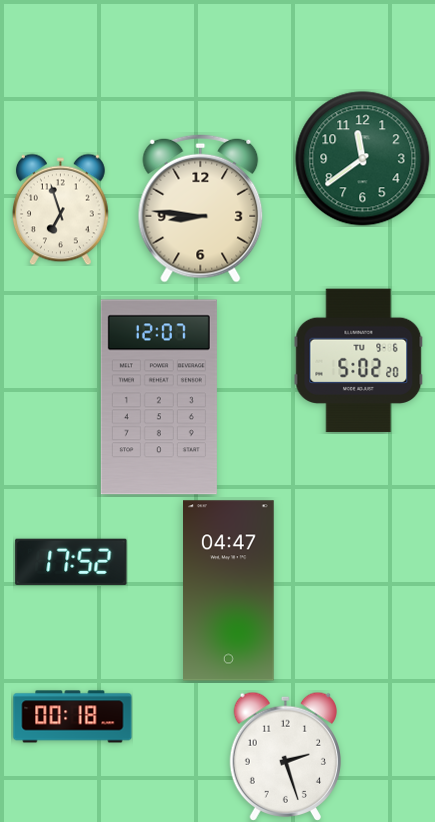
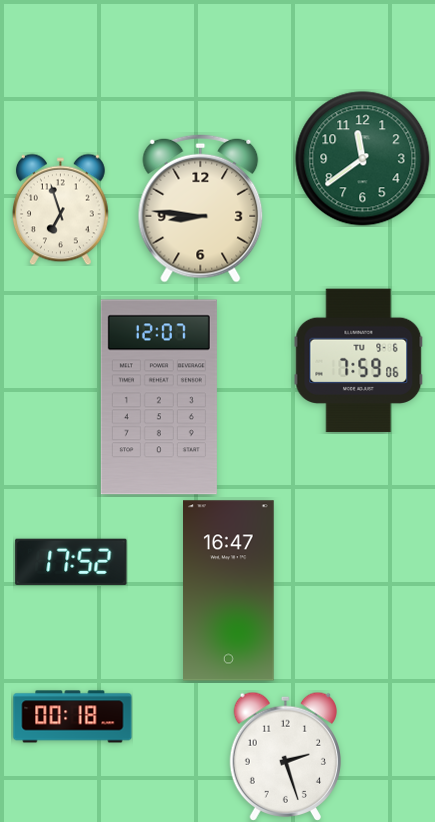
clock at (359, 361): 5:02 -> 7:59
clock at (229, 591): 04:47 -> 16:47
